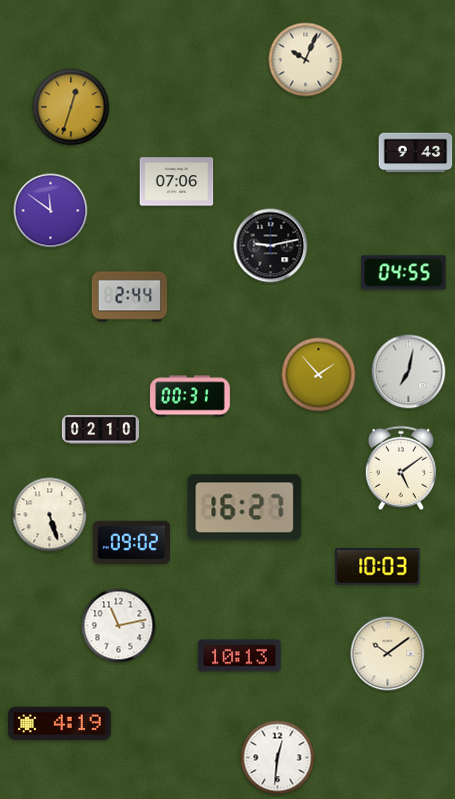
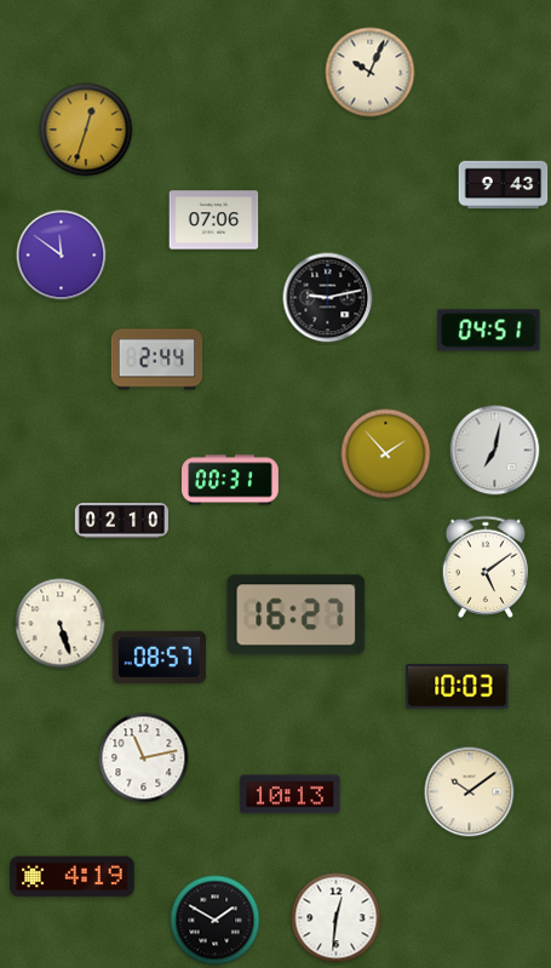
clock at (404, 273): 04:55 -> 04:51
clock at (131, 542): 09:02 -> 08:57
clock at (216, 921): none -> 1:50
